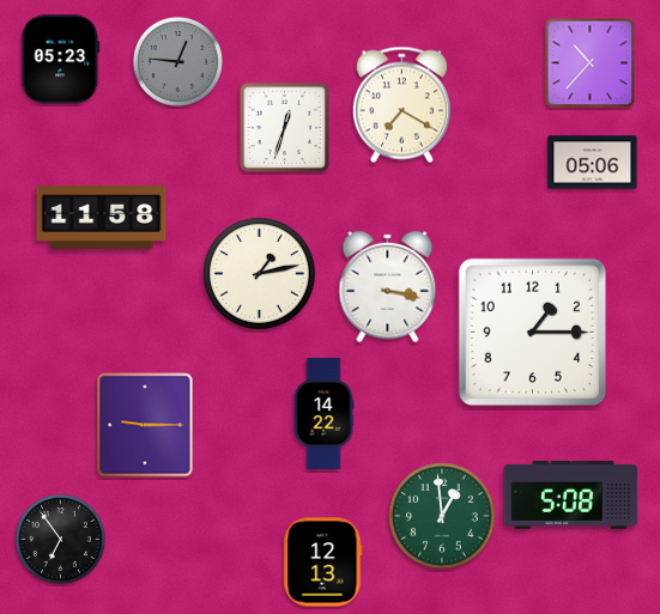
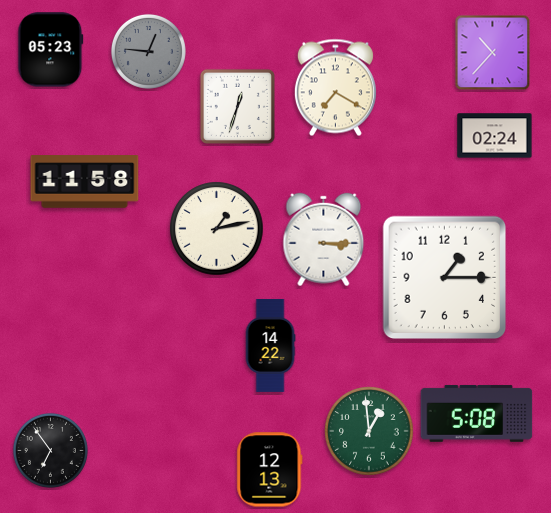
clock at (593, 163): 05:06 -> 02:24
clock at (388, 287): 3:17 -> 3:15
clock at (145, 425): 9:15 -> none
